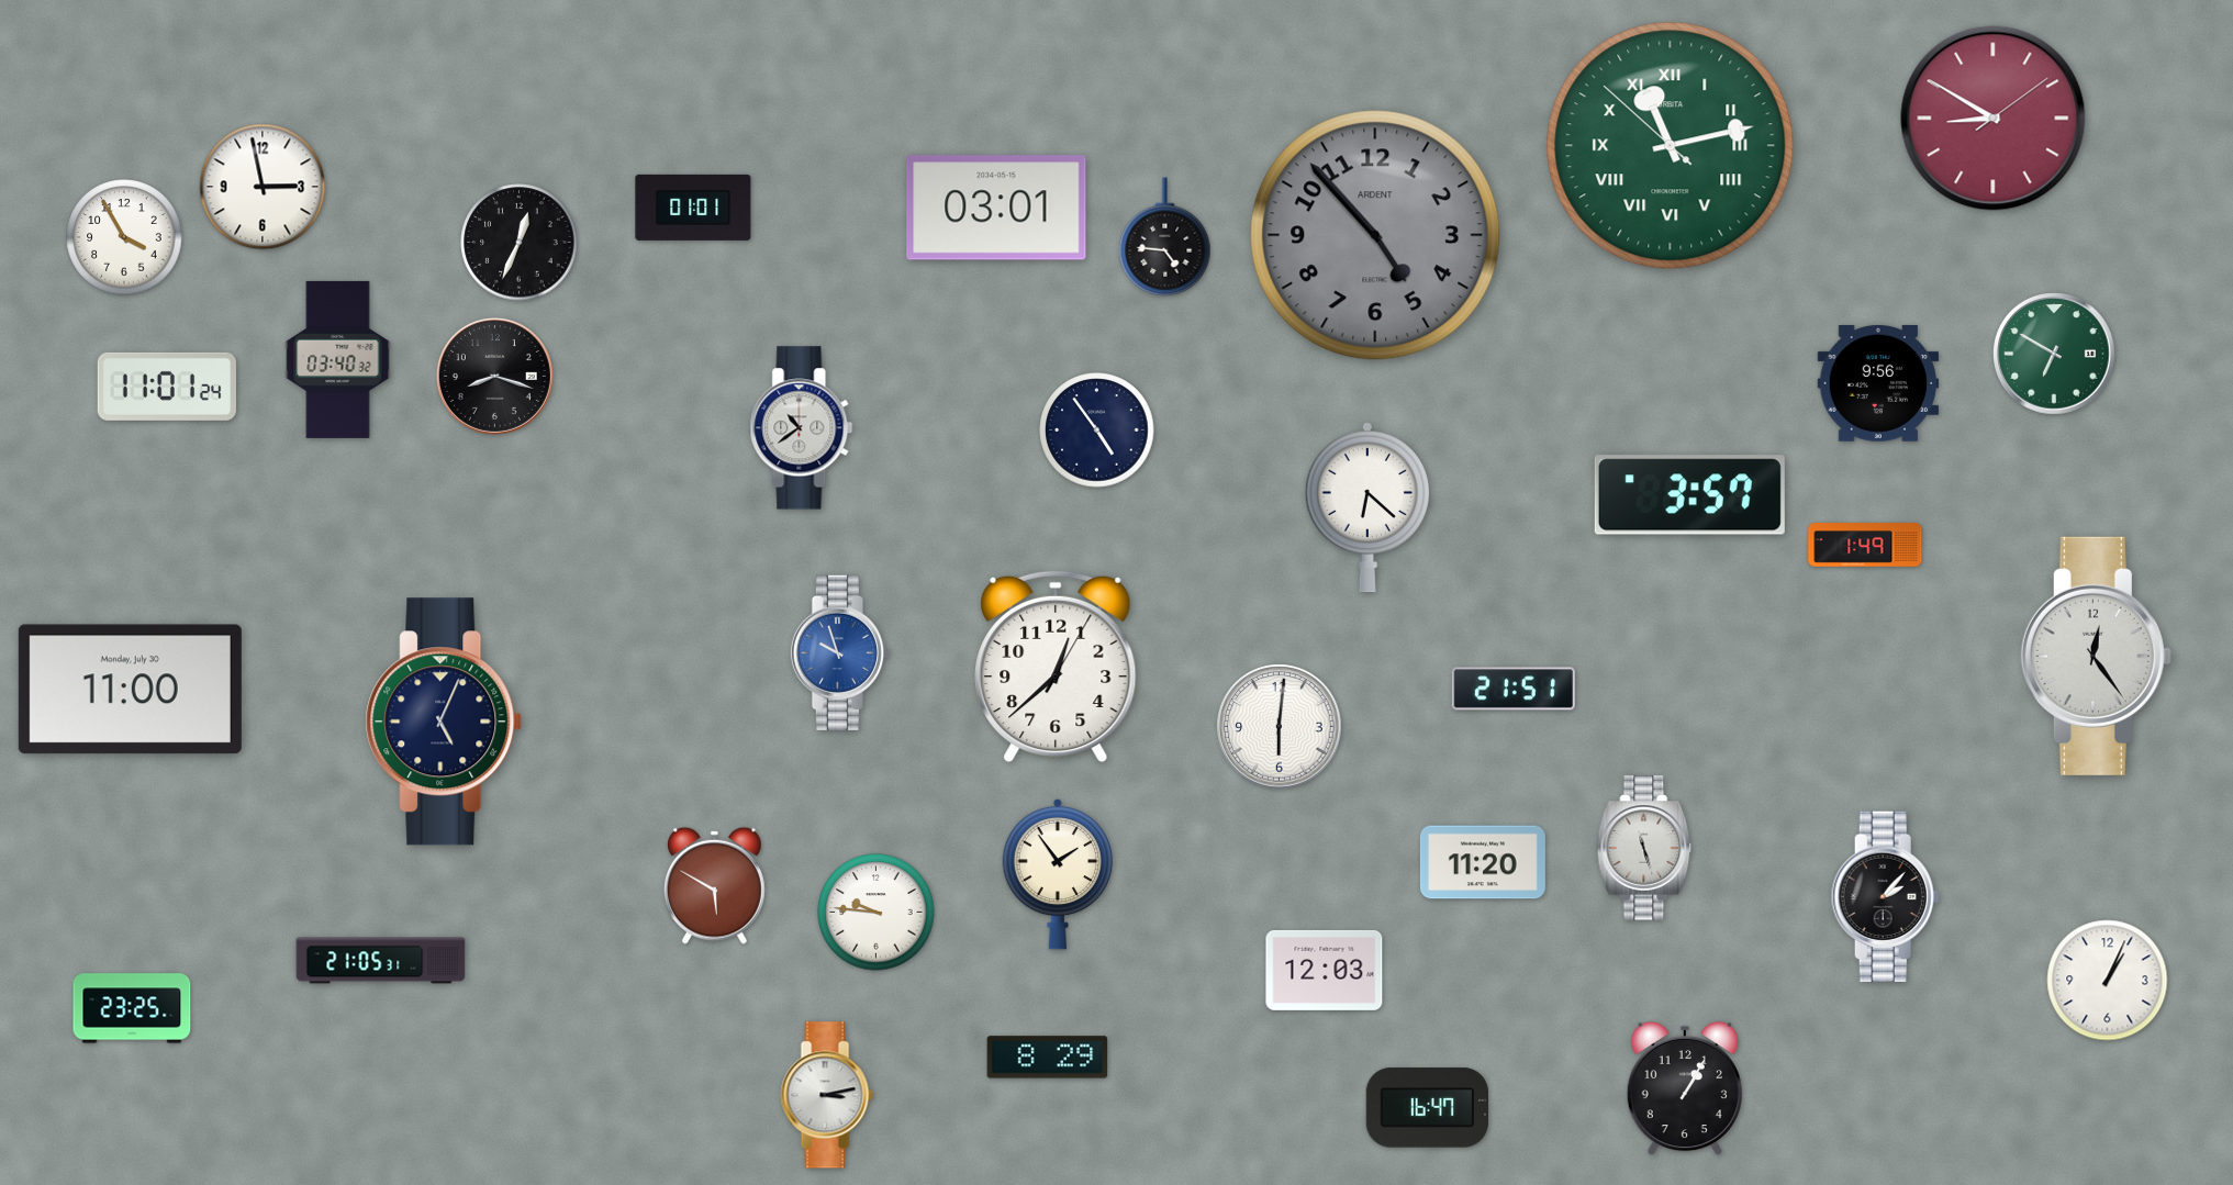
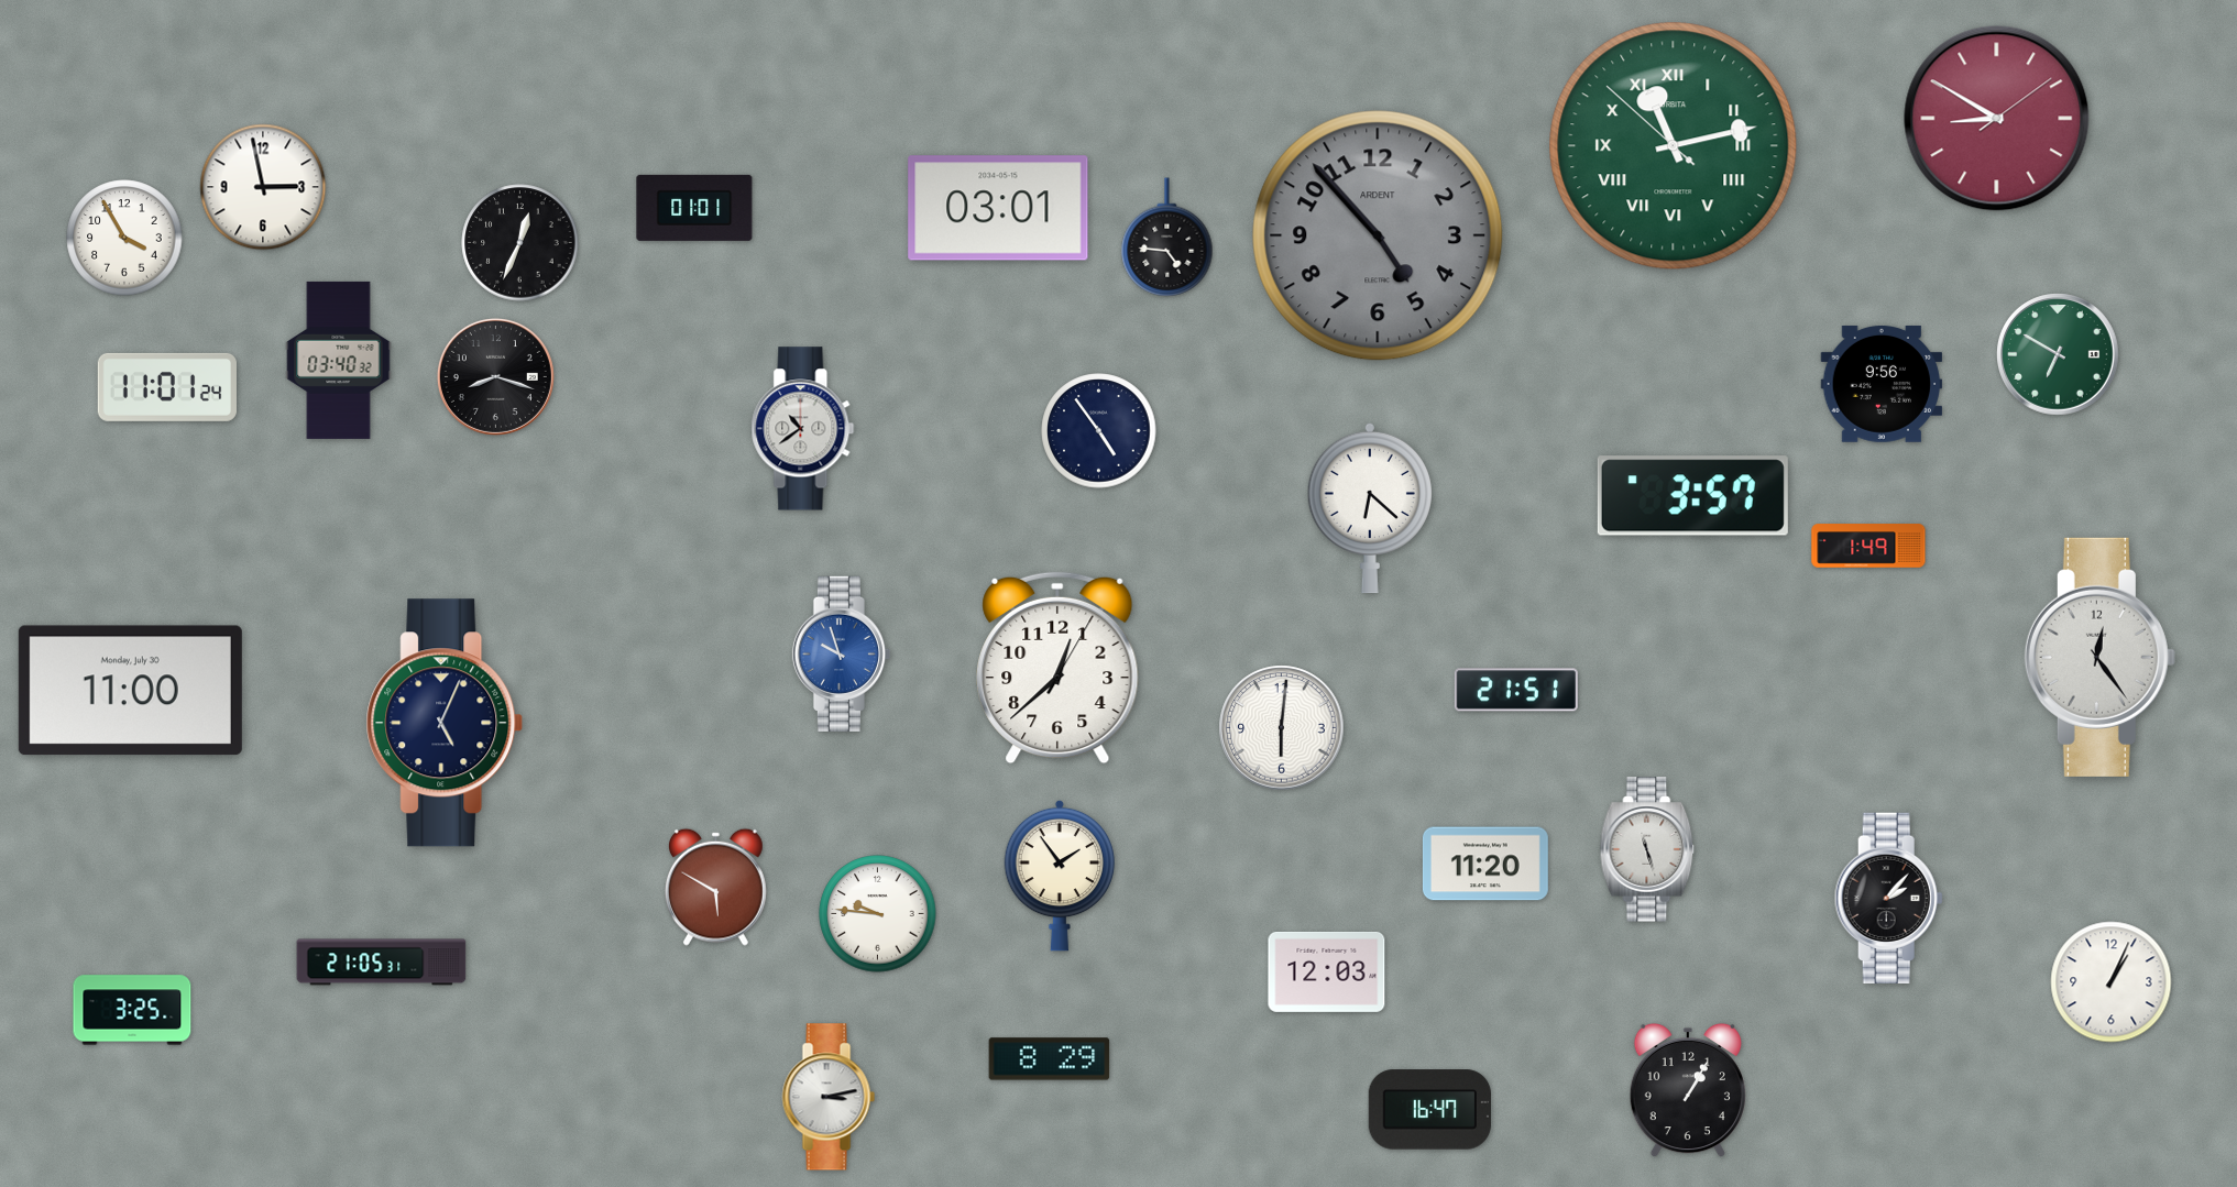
clock at (132, 1008): 23:25 -> 3:25
